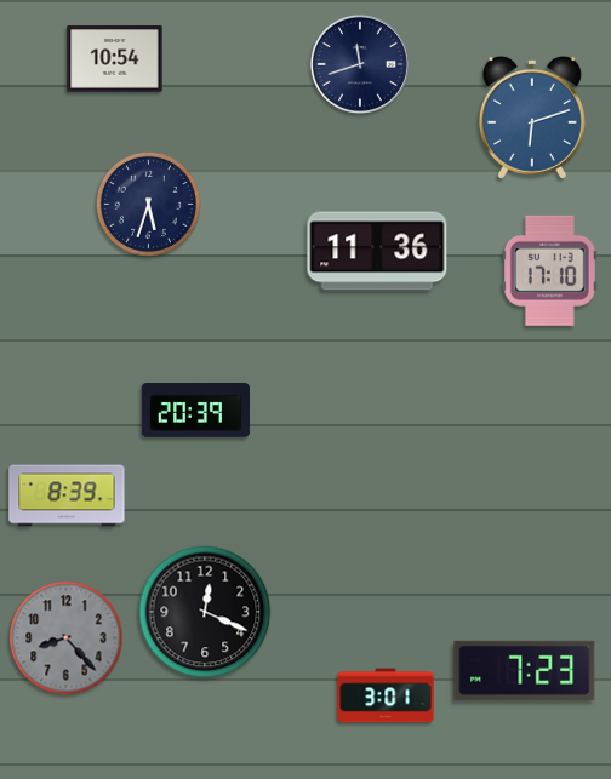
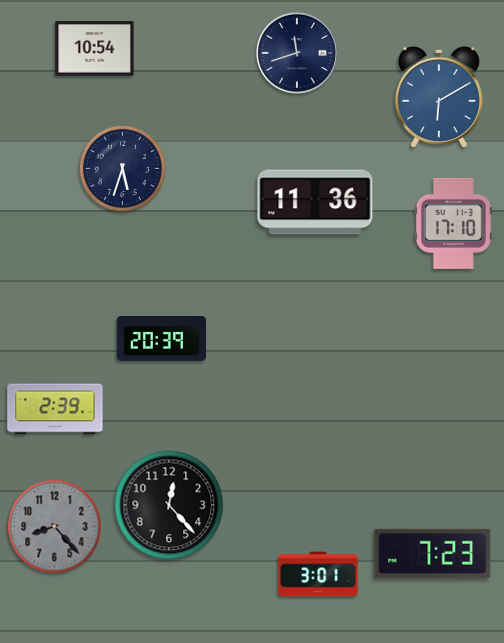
clock at (532, 118): 6:12 -> 6:10
clock at (377, 251) position: (377, 251) -> (315, 202)
clock at (67, 496): 8:39 -> 2:39
clock at (205, 612): 12:19 -> 12:23
